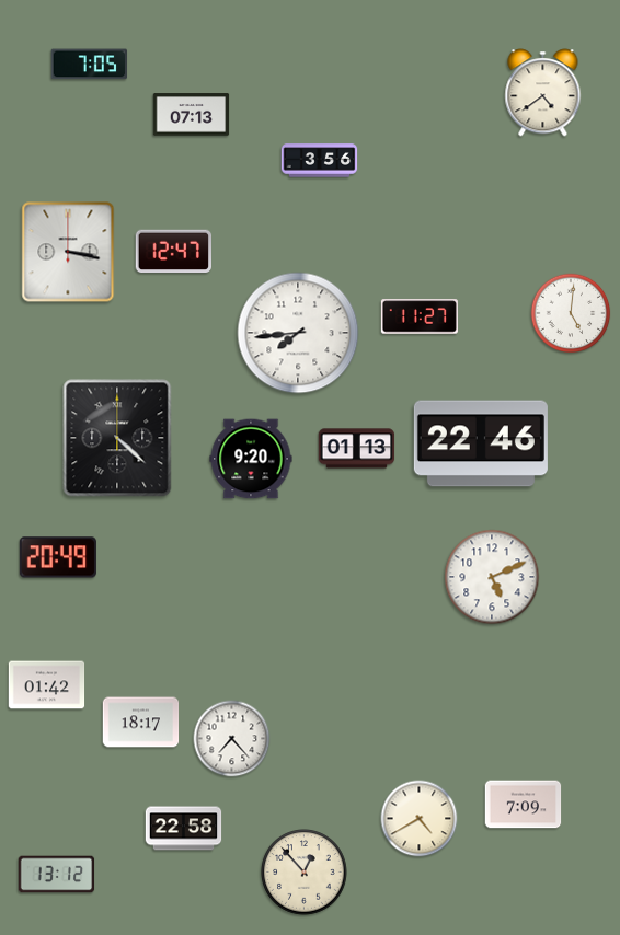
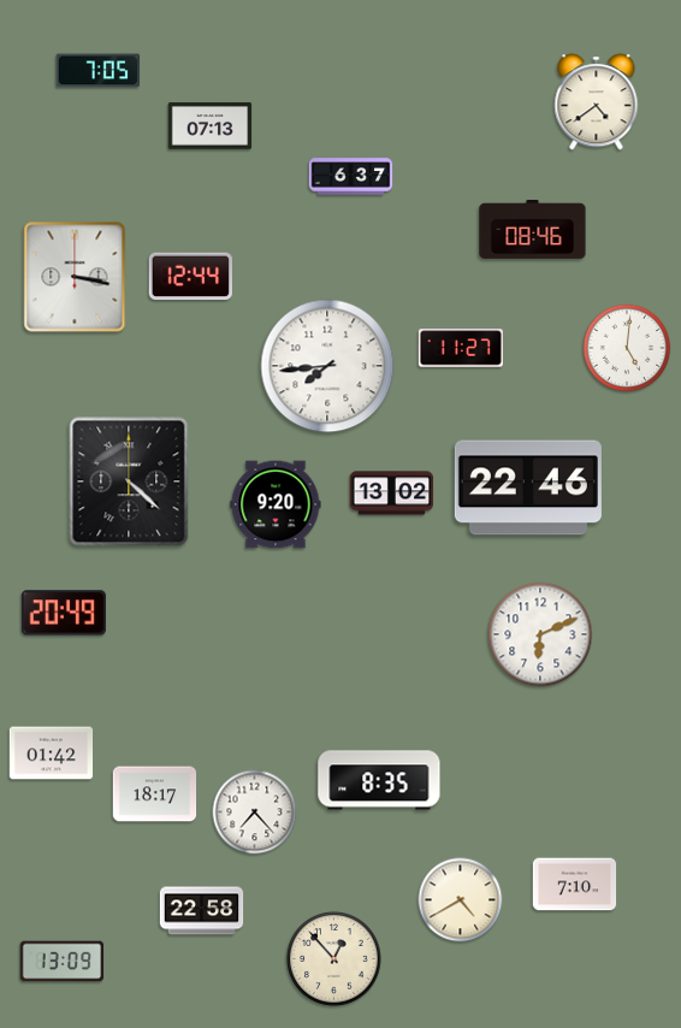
clock at (320, 161): 3:56 -> 6:37
clock at (533, 230): none -> 08:46
clock at (173, 252): 12:47 -> 12:44
clock at (571, 313) position: (571, 313) -> (627, 348)
clock at (357, 449): 01:13 -> 13:02
clock at (492, 577): 5:11 -> 6:11
clock at (379, 780): none -> 8:35
clock at (524, 805): 7:09 -> 7:10
clock at (57, 875): 13:12 -> 13:09
